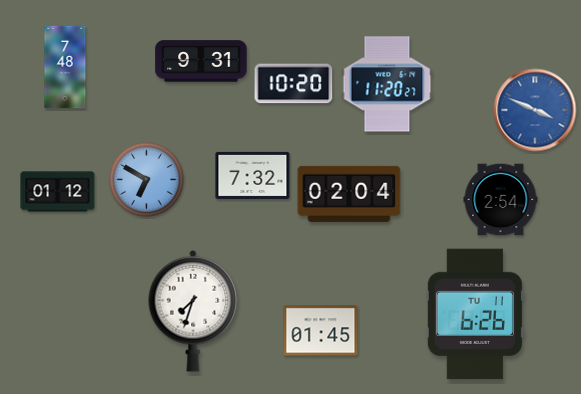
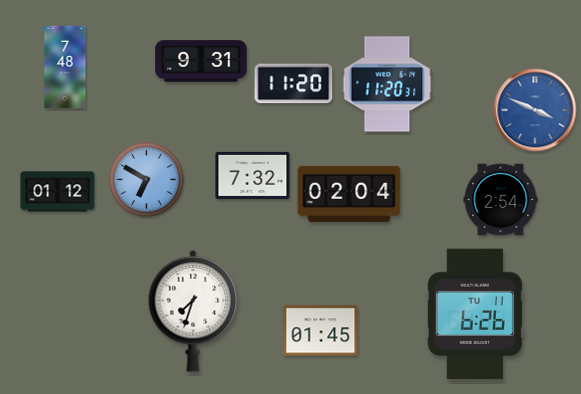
clock at (294, 84): 10:20 -> 11:20
clock at (387, 84): 11:20:27 -> 11:20:31
